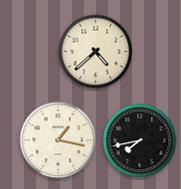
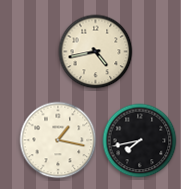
clock at (96, 52): 4:38 -> 4:43
